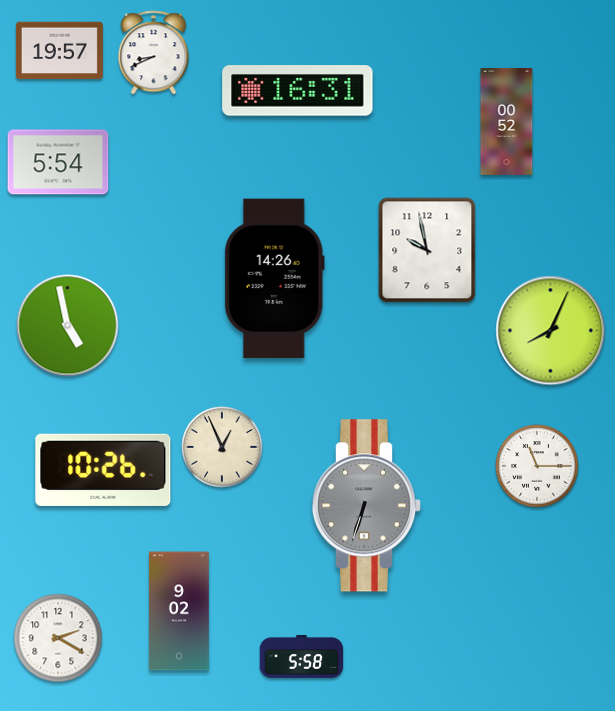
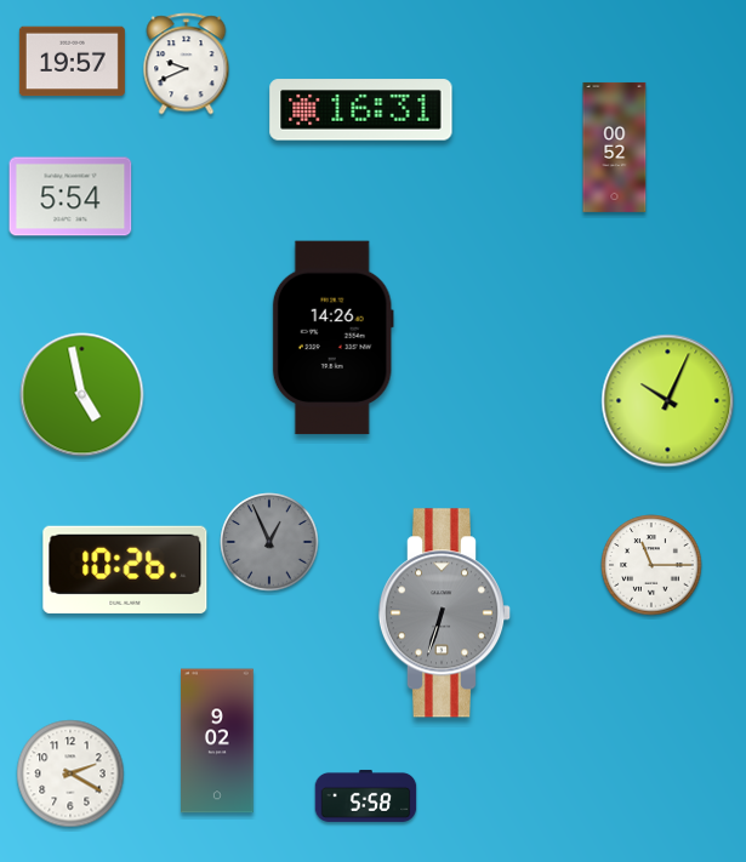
clock at (154, 53): 8:41 -> 9:41
clock at (427, 250): 9:58 -> none
clock at (551, 331): 8:04 -> 10:04
clock at (222, 447) dial: cream -> grey
